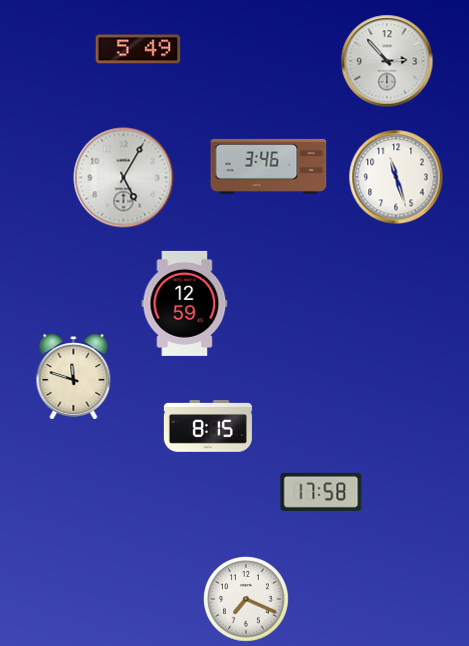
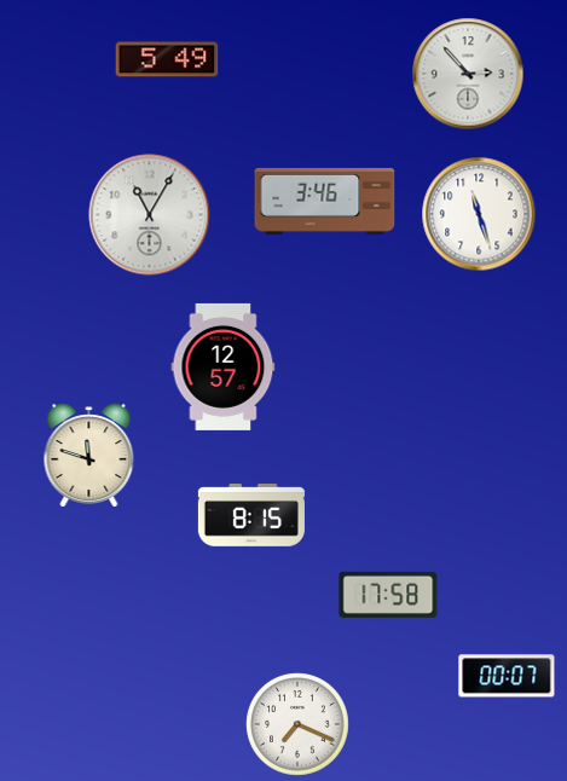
clock at (124, 178): 5:05 -> 11:05
clock at (185, 303): 12:59 -> 12:57
clock at (507, 676): none -> 00:07
